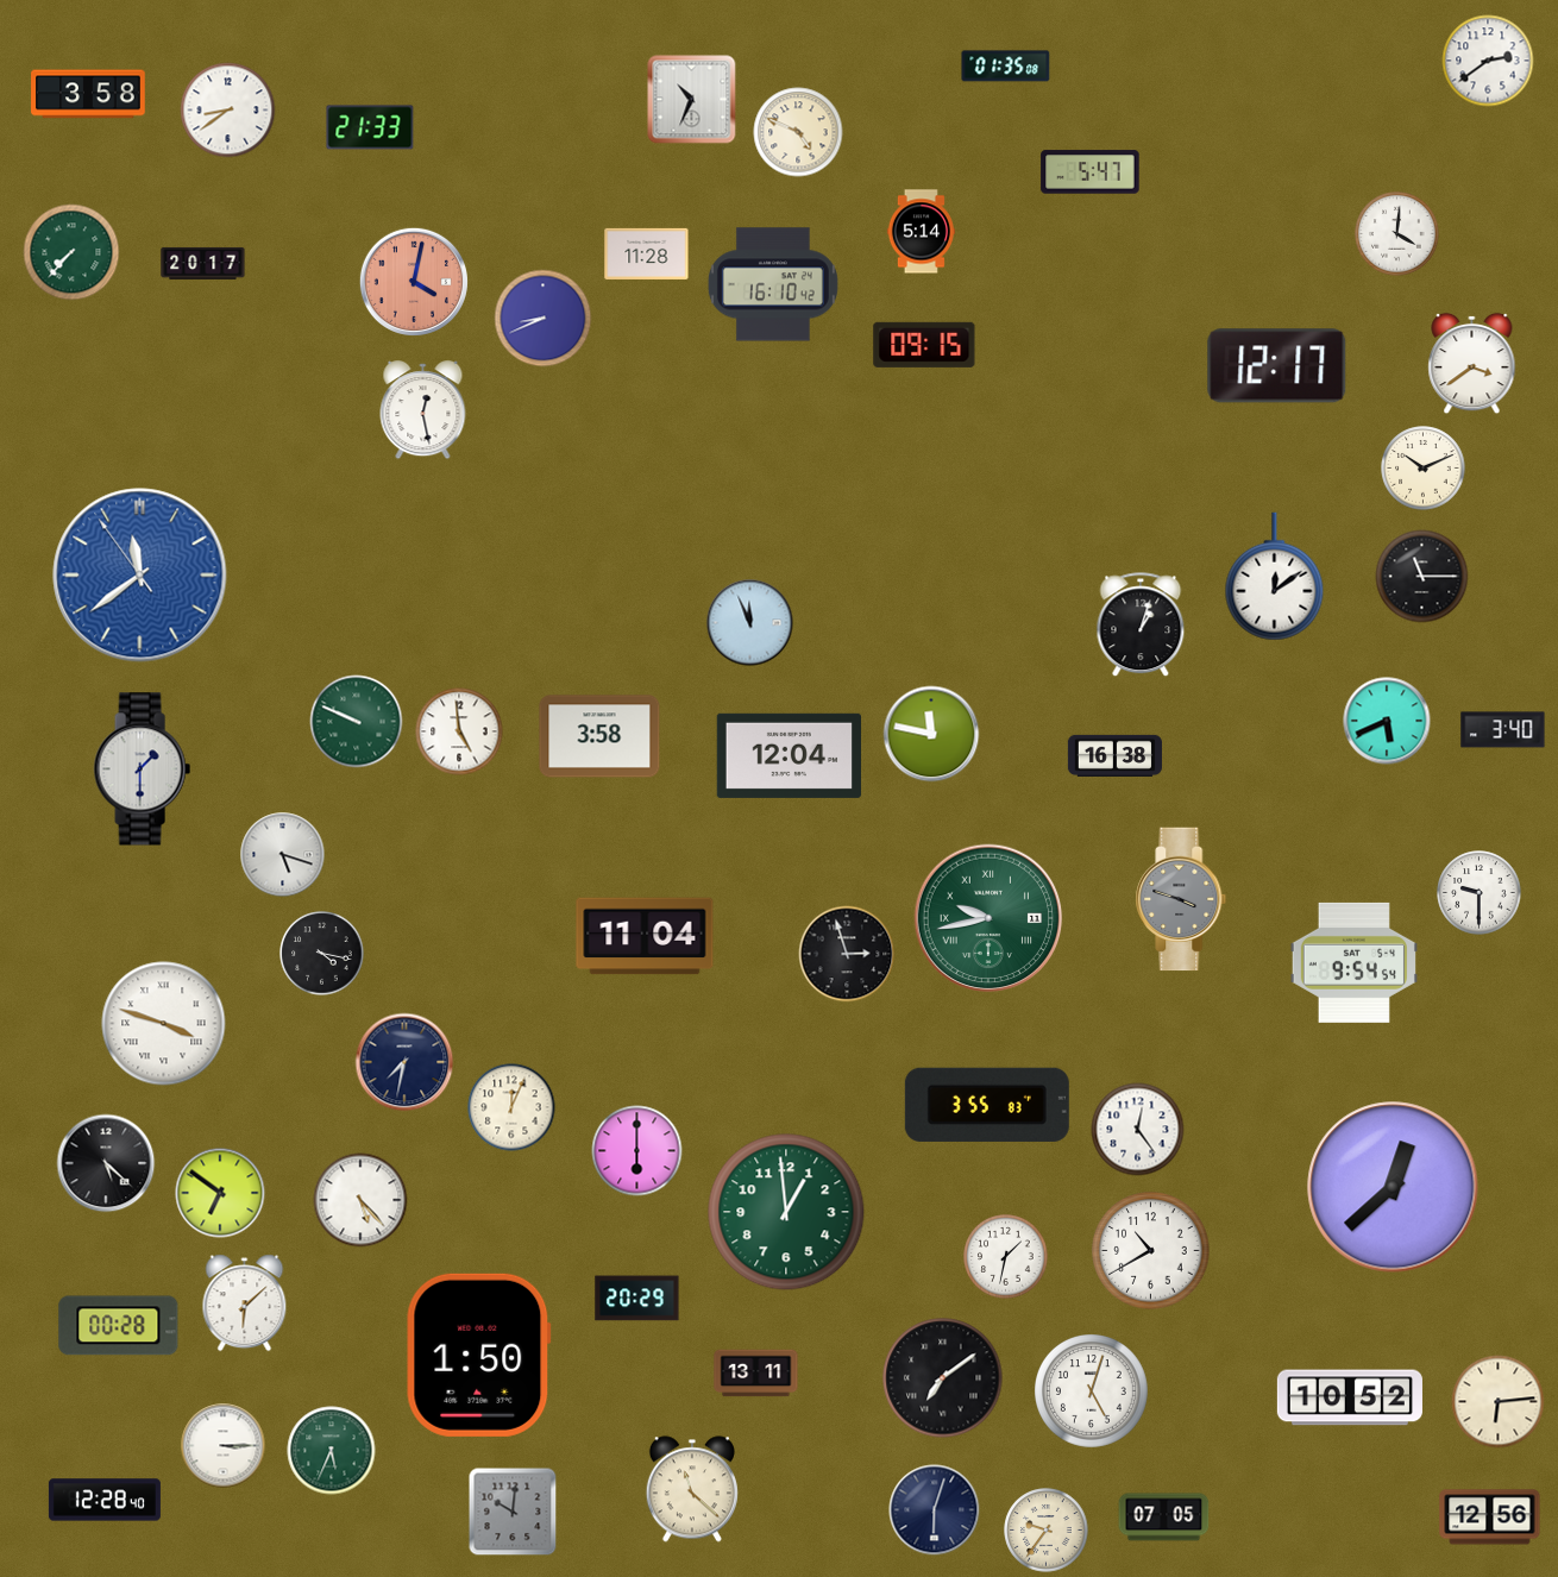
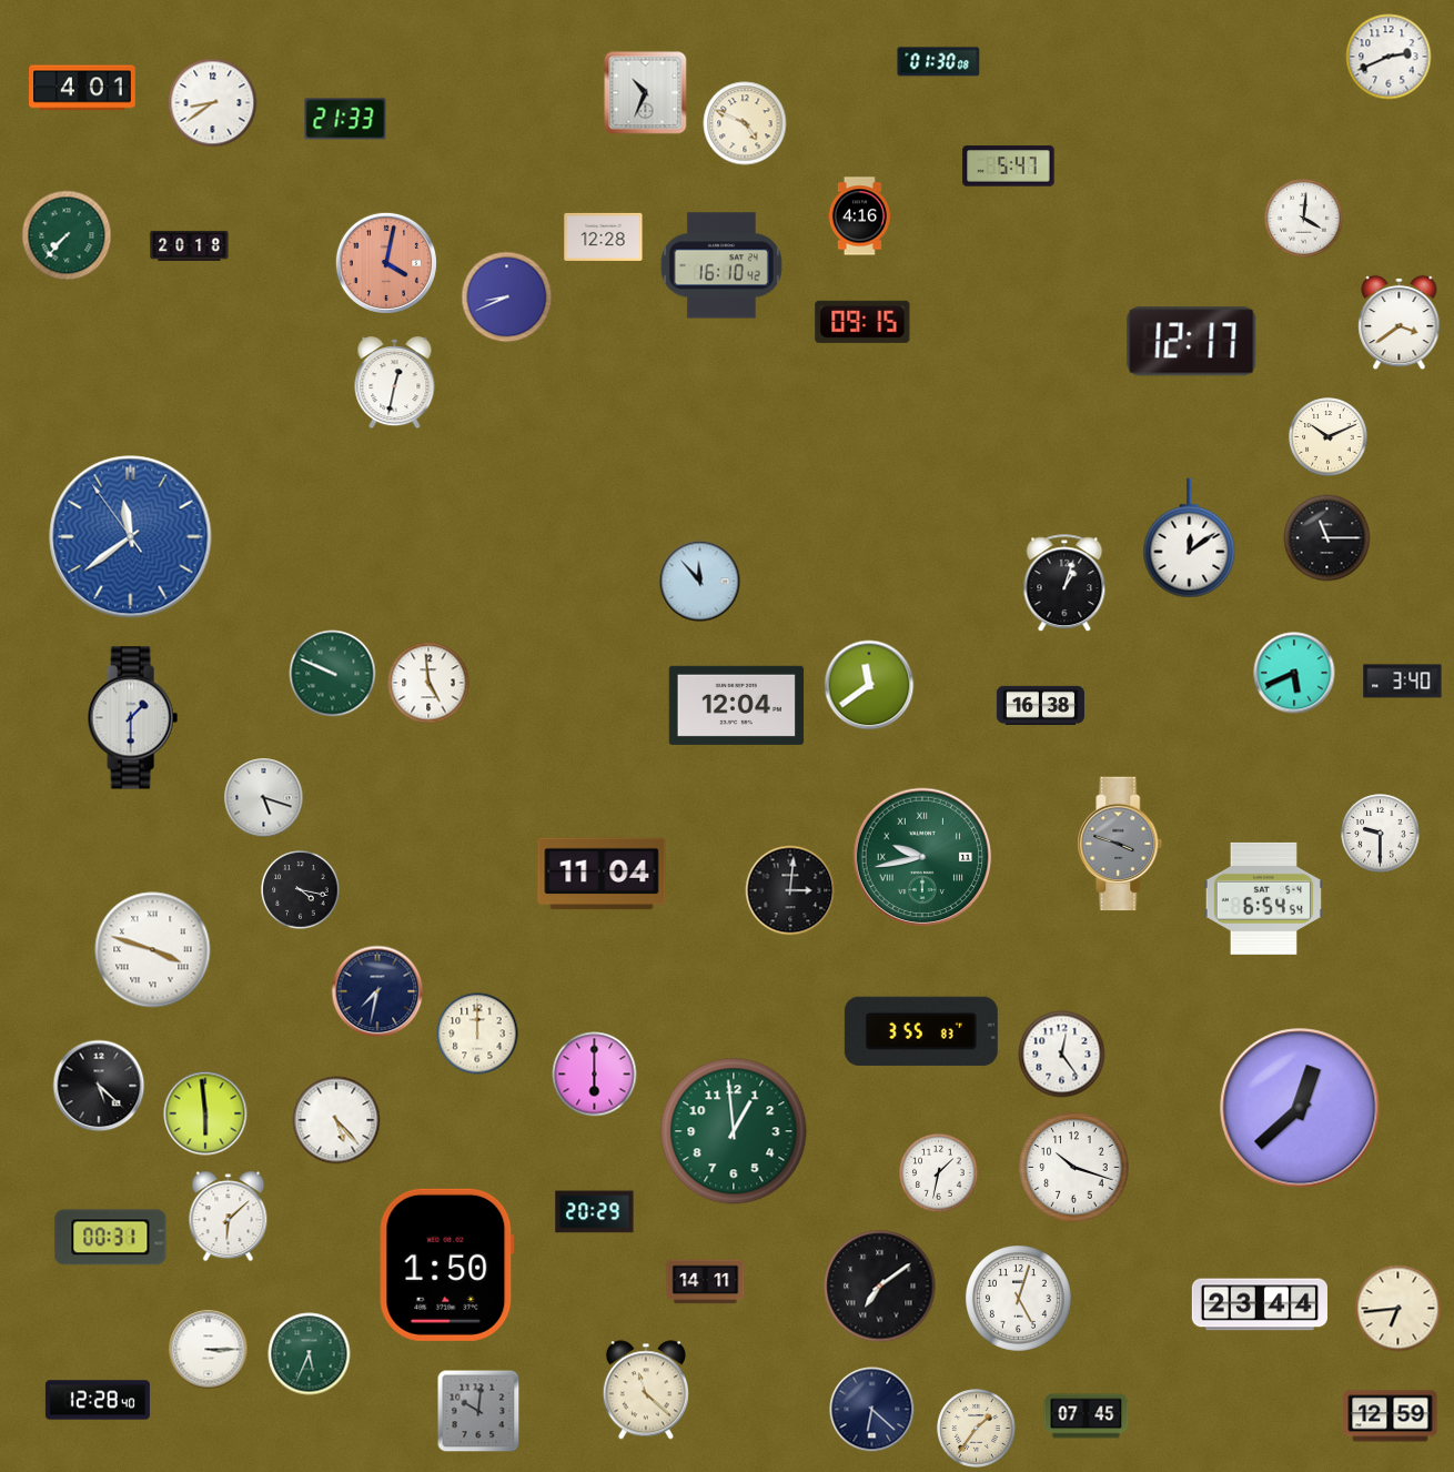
clock at (1488, 61): 2:39 -> 2:41
clock at (1006, 67): 01:35 -> 01:30
clock at (88, 94): 3:58 -> 4:01
clock at (1091, 172) position: (1091, 172) -> (1009, 167)
clock at (921, 232): 5:14 -> 4:16
clock at (647, 253): 11:28 -> 12:28
clock at (203, 263): 20:17 -> 20:18
clock at (1472, 364) position: (1472, 364) -> (1400, 323)
clock at (423, 410): 12:28 -> 12:32
clock at (750, 623): 11:56 -> 11:53
clock at (931, 734): 11:47 -> 11:39
clock at (599, 736): 3:58 -> none
clock at (1181, 899) position: (1181, 899) -> (1120, 844)
clock at (847, 954): 2:57 -> 3:01
clock at (1353, 962): 9:54 -> 6:54
clock at (164, 1024) position: (164, 1024) -> (153, 950)
clock at (511, 1107): 12:04 -> 12:00
clock at (220, 1193): 6:51 -> 5:59
clock at (1151, 1251): 10:40 -> 10:18
clock at (119, 1326): 00:28 -> 00:31
clock at (756, 1374): 13:11 -> 14:11
clock at (1350, 1397): 10:52 -> 23:44
clock at (1499, 1402): 6:14 -> 6:44
clock at (935, 1510): 6:03 -> 6:22
clock at (1164, 1518): 07:05 -> 07:45
clock at (1490, 1518): 12:56 -> 12:59
clock at (1047, 1531): 9:36 -> 1:36
